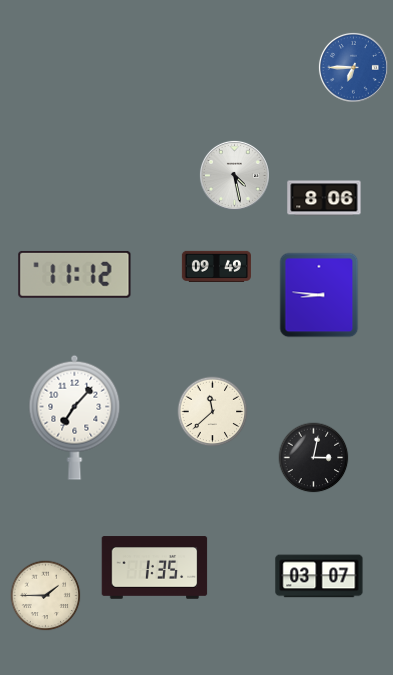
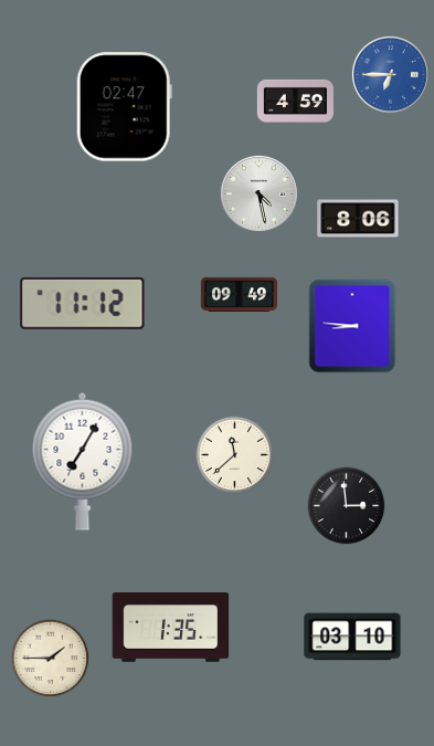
clock at (295, 101): none -> 4:59
clock at (124, 107): none -> 02:47
clock at (75, 417): 7:07 -> 7:05
clock at (314, 458): 3:02 -> 2:59
clock at (319, 576): 03:07 -> 03:10
